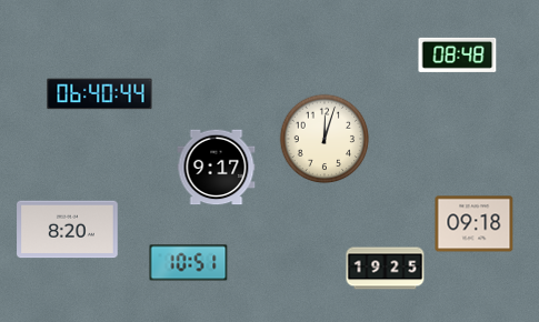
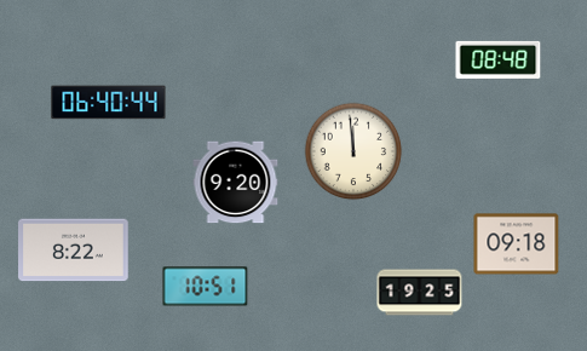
clock at (325, 139): 12:03 -> 11:59
clock at (217, 168): 9:17 -> 9:20
clock at (68, 230): 8:20 -> 8:22
